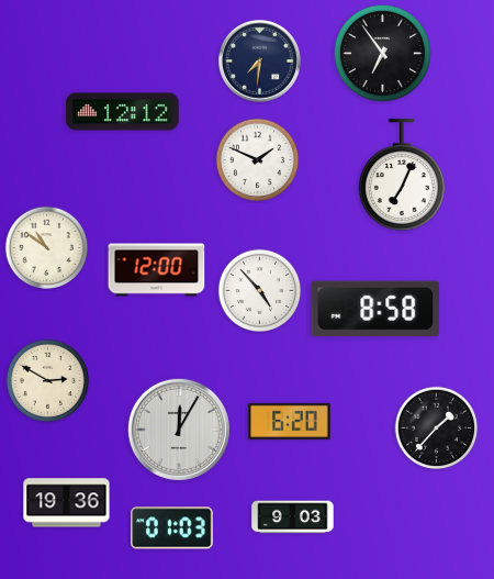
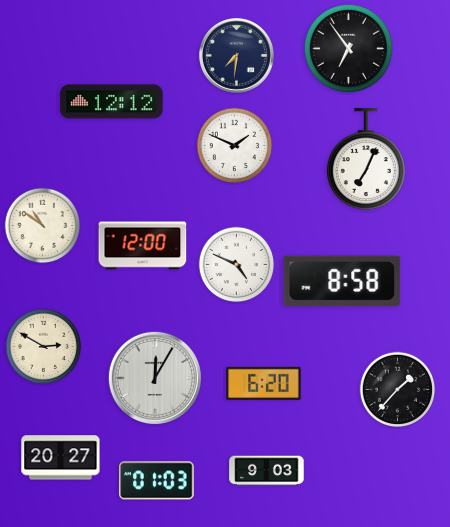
clock at (260, 291): 4:53 -> 4:49
clock at (179, 430) position: (179, 430) -> (155, 378)
clock at (67, 503): 19:36 -> 20:27
